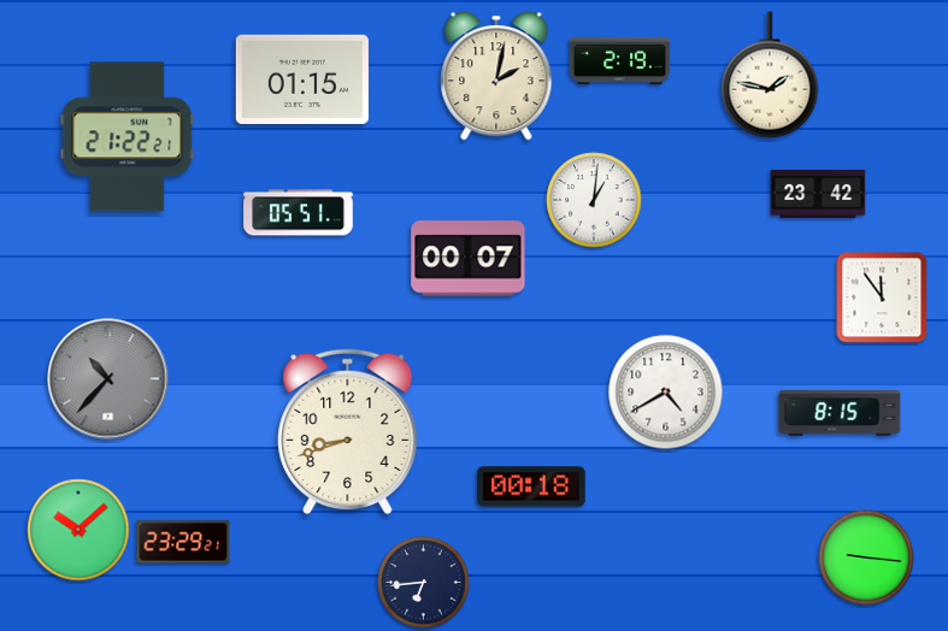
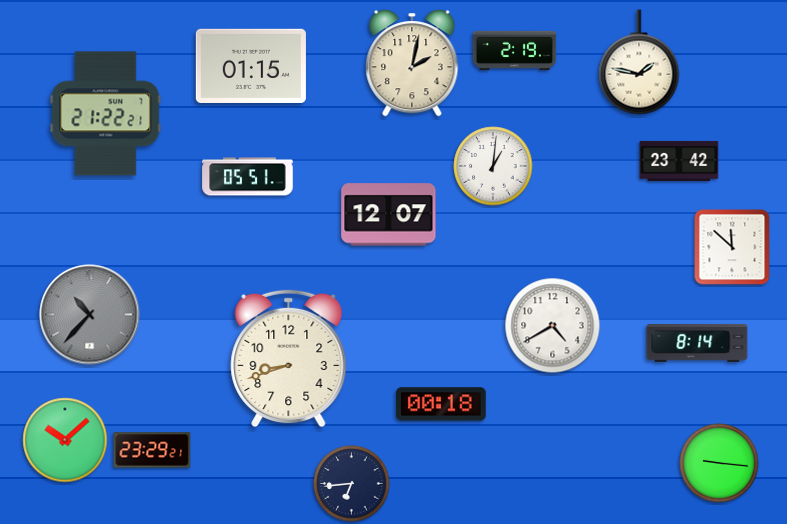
clock at (469, 259): 00:07 -> 12:07
clock at (882, 297): 11:54 -> 11:52
clock at (840, 413): 8:15 -> 8:14
